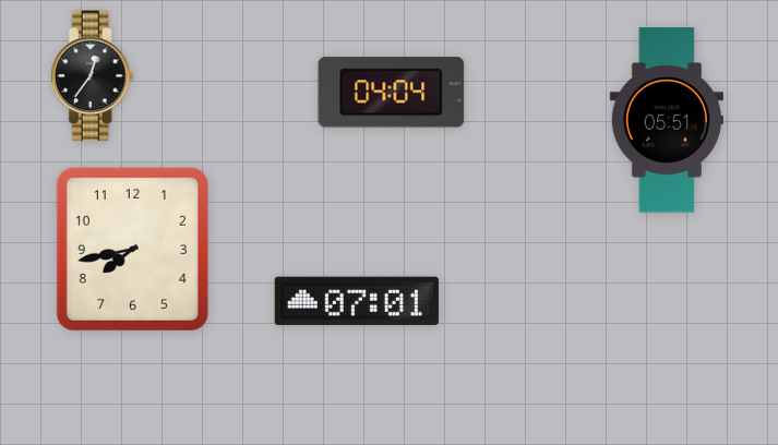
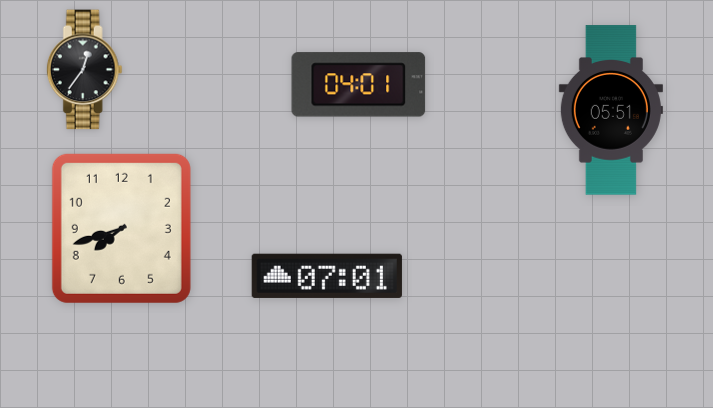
clock at (392, 93): 04:04 -> 04:01
clock at (132, 249): 7:43 -> 7:42
